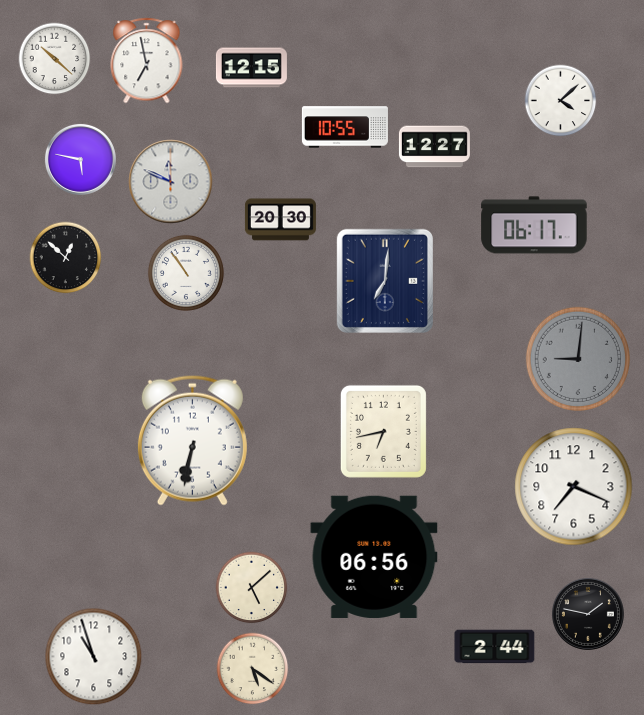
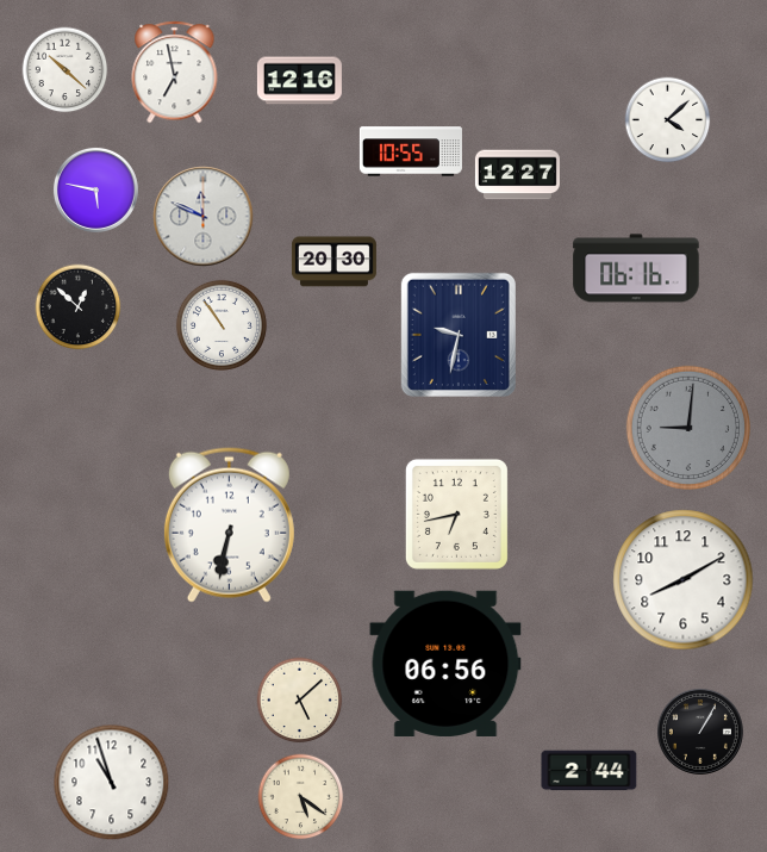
clock at (251, 68): 12:15 -> 12:16
clock at (534, 225): 06:17 -> 06:16
clock at (385, 281): 7:01 -> 9:32
clock at (574, 487): 7:19 -> 8:10
clock at (588, 614): 1:47 -> 1:05
